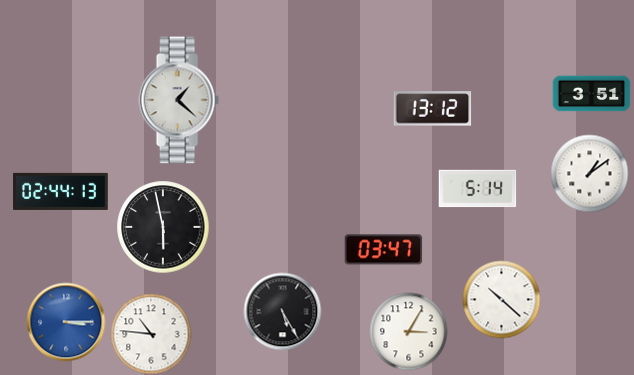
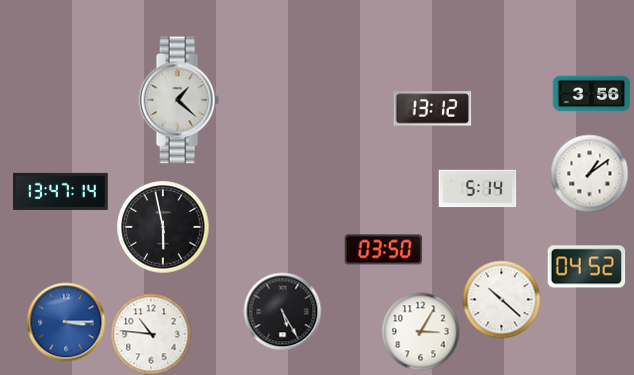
clock at (591, 94): 3:51 -> 3:56
clock at (61, 191): 02:44 -> 13:47
clock at (383, 250): 03:47 -> 03:50
clock at (586, 267): none -> 04:52
clock at (408, 331) position: (408, 331) -> (420, 331)
